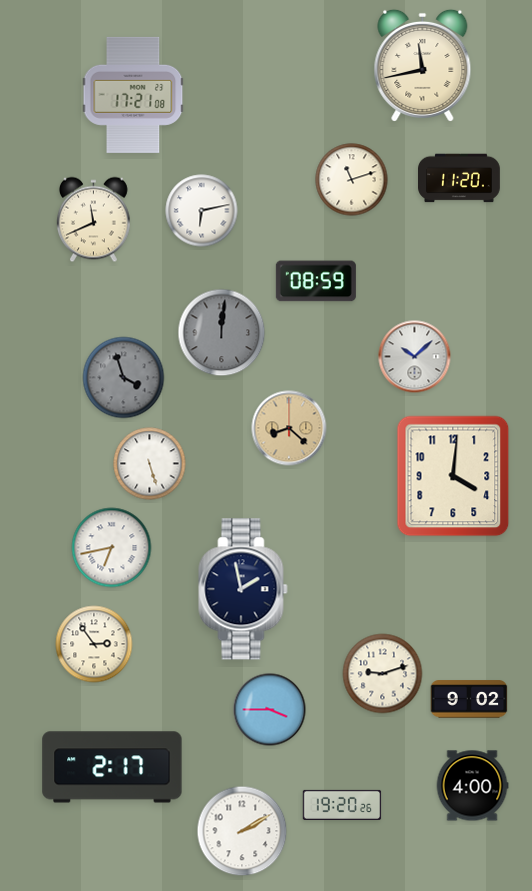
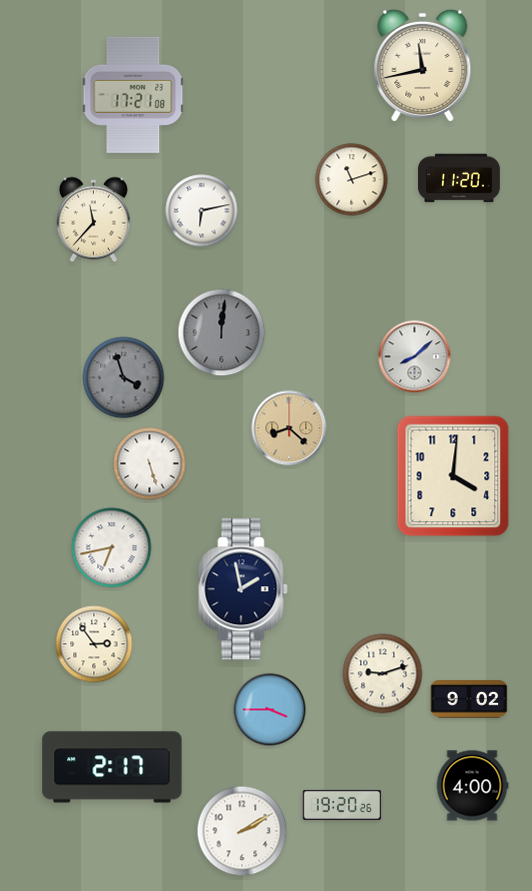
clock at (94, 220): 11:41 -> 11:37
clock at (316, 281): 08:59 -> none
clock at (415, 357): 10:08 -> 8:08
